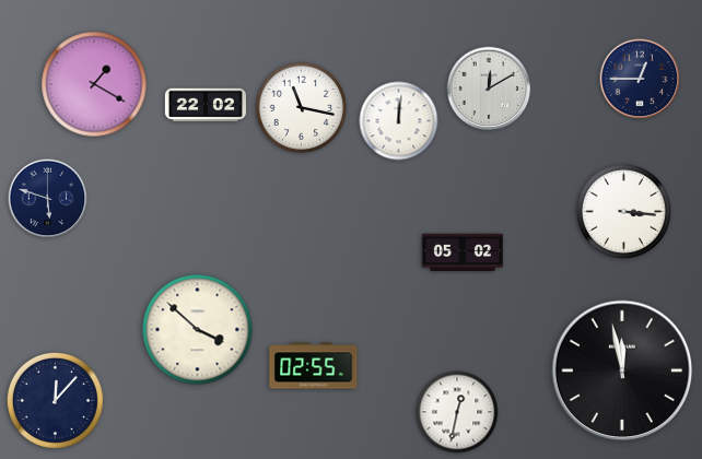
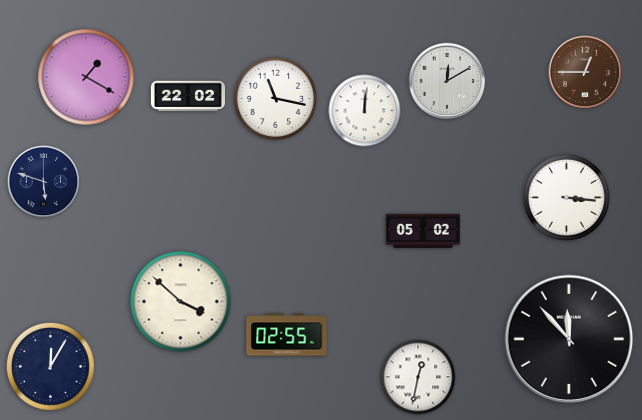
clock at (640, 79) dial: navy -> brown
clock at (623, 211) position: (623, 211) -> (566, 197)
clock at (622, 370): 11:58 -> 11:53
clock at (55, 400): 12:07 -> 12:05
